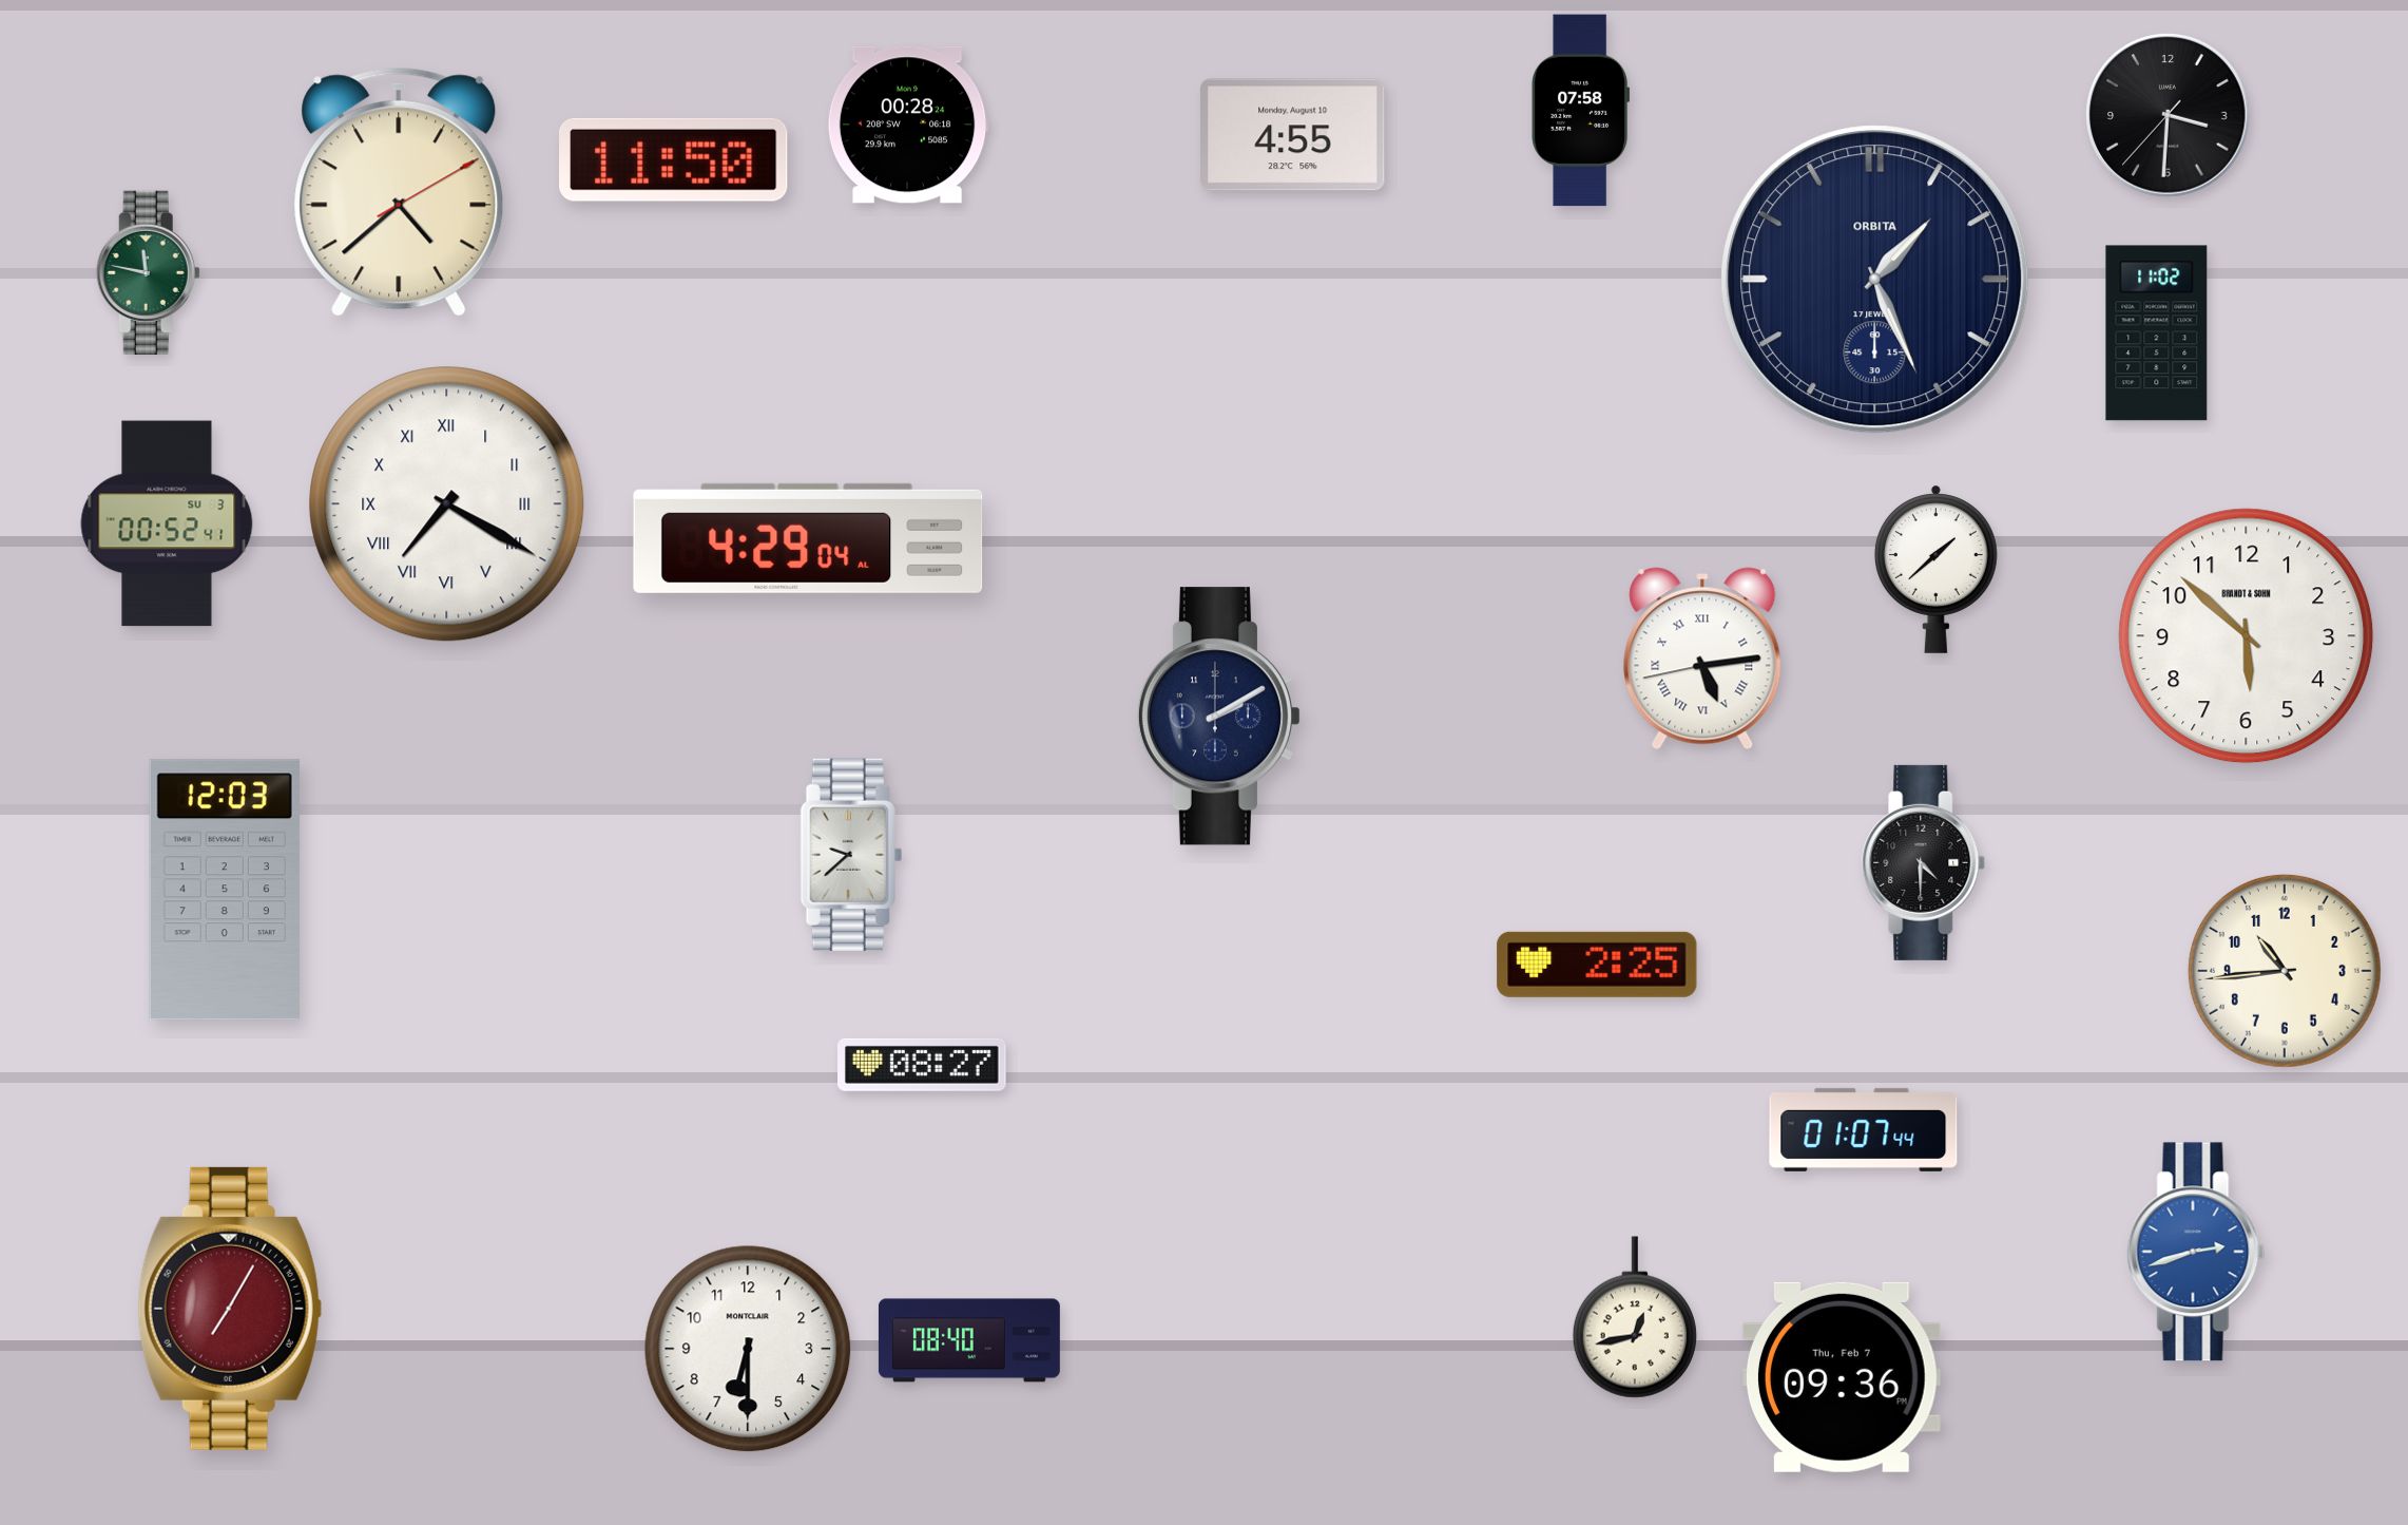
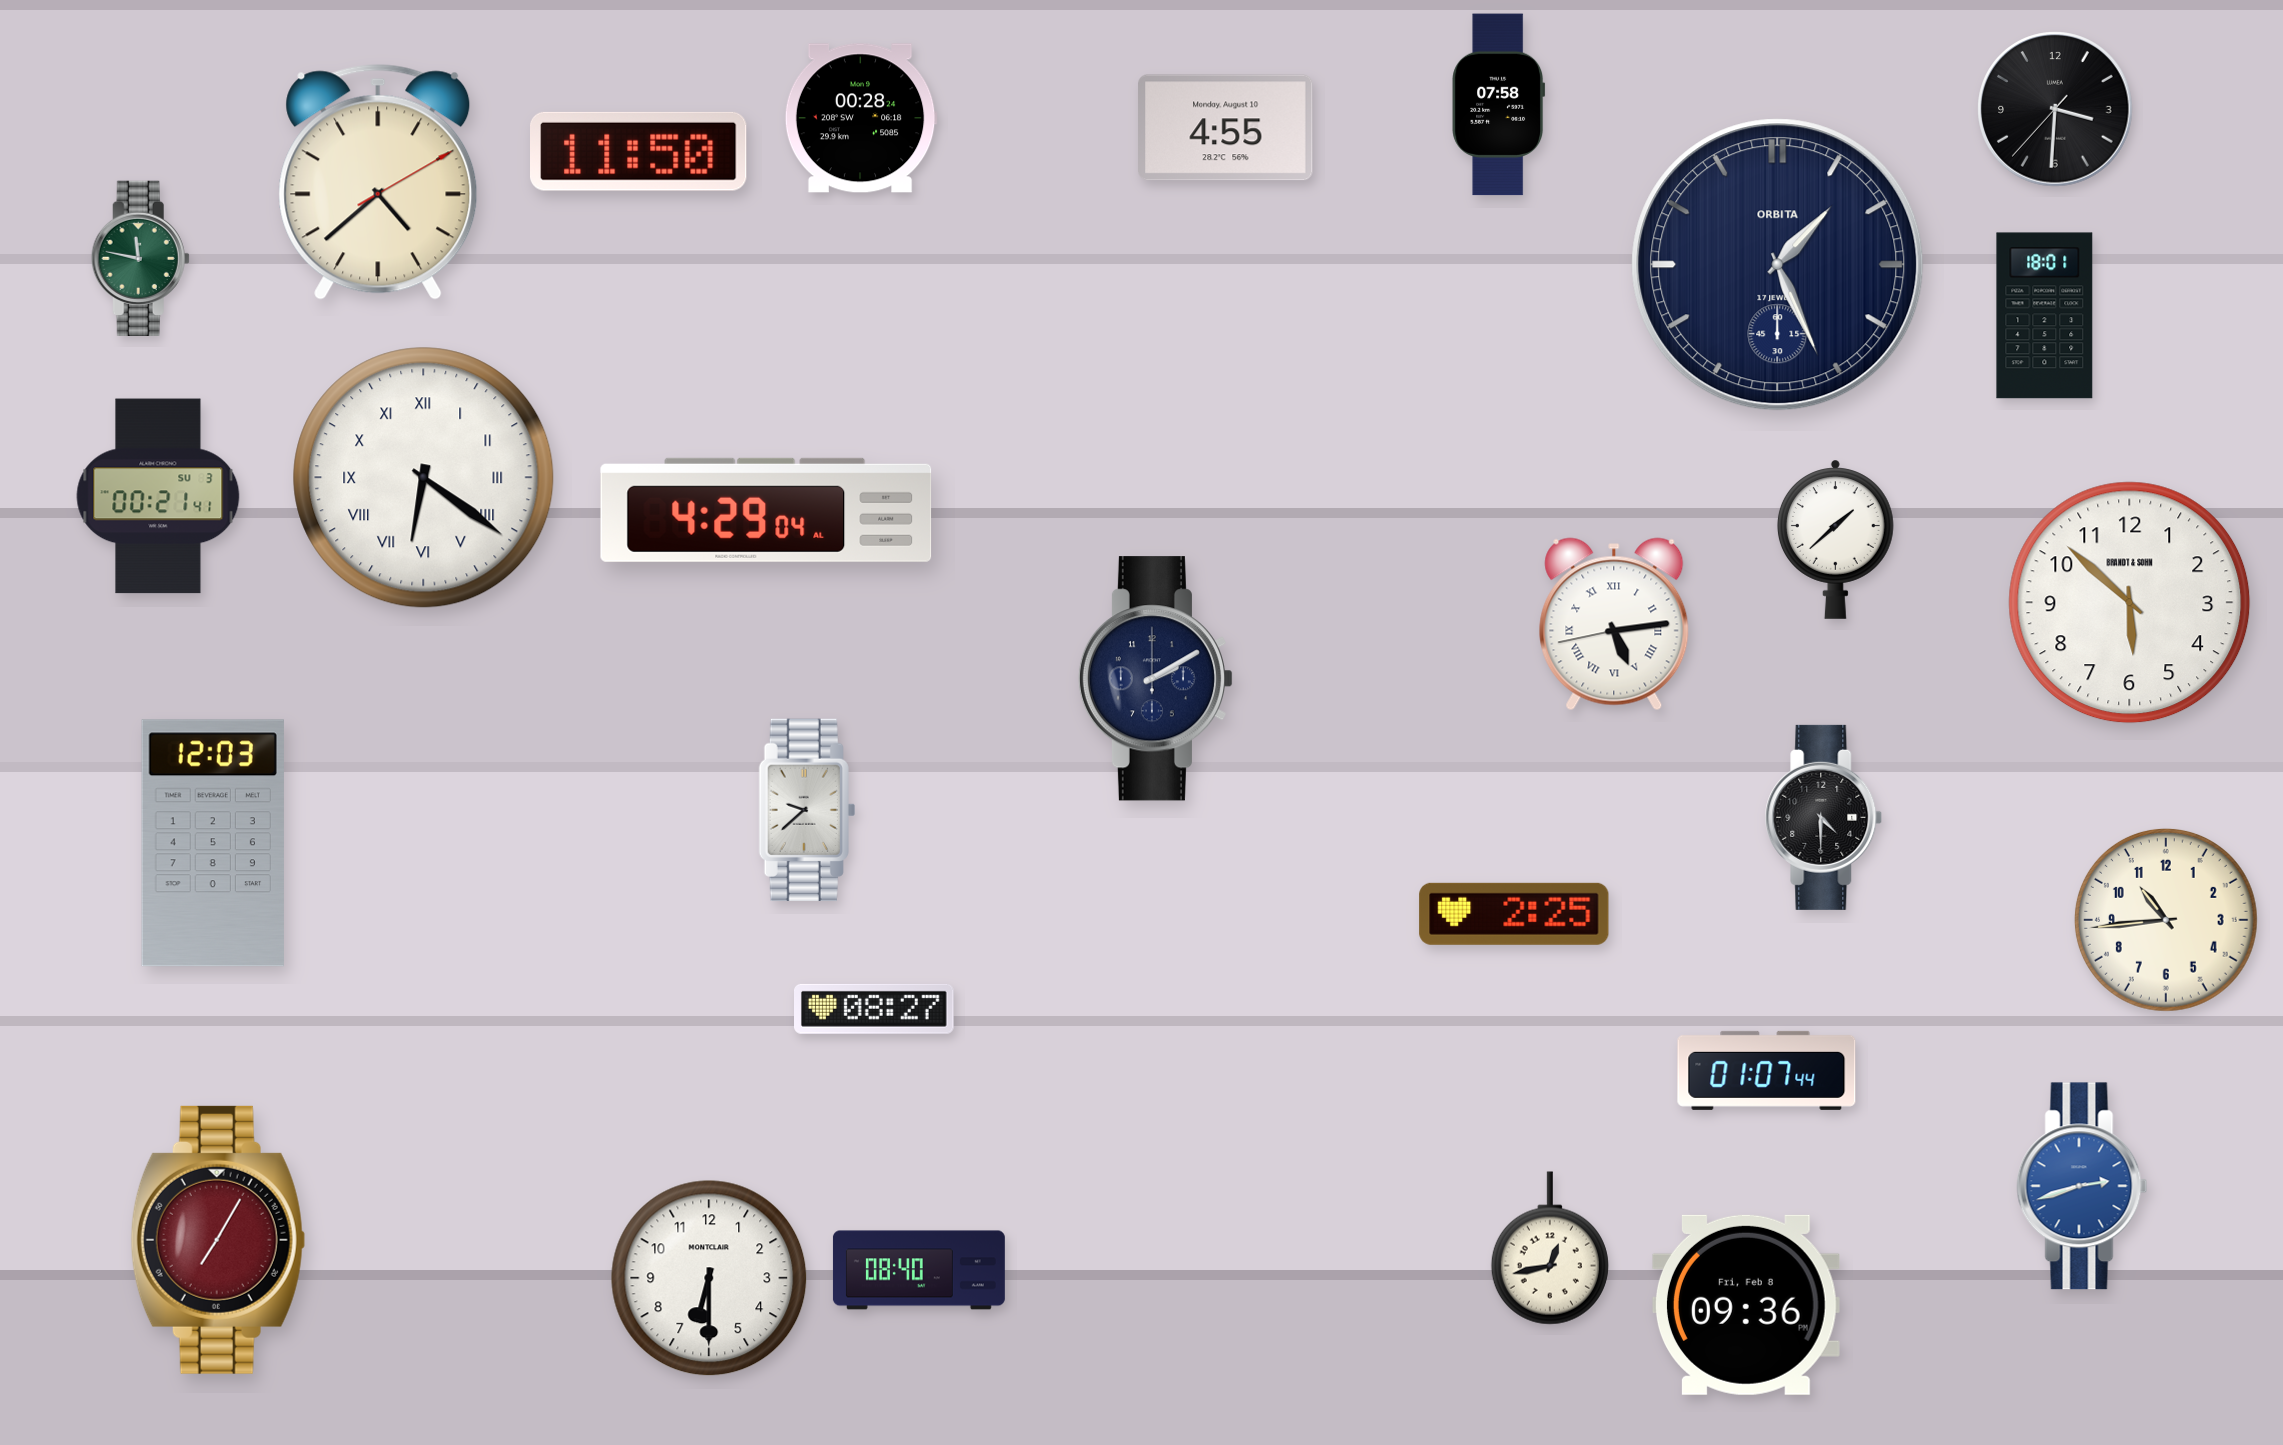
clock at (2157, 333): 11:02 -> 18:01
clock at (447, 504): 7:20 -> 6:21
clock at (167, 523): 00:52 -> 00:21
clock at (1842, 1377) date: Thu, Feb 7 -> Fri, Feb 8
